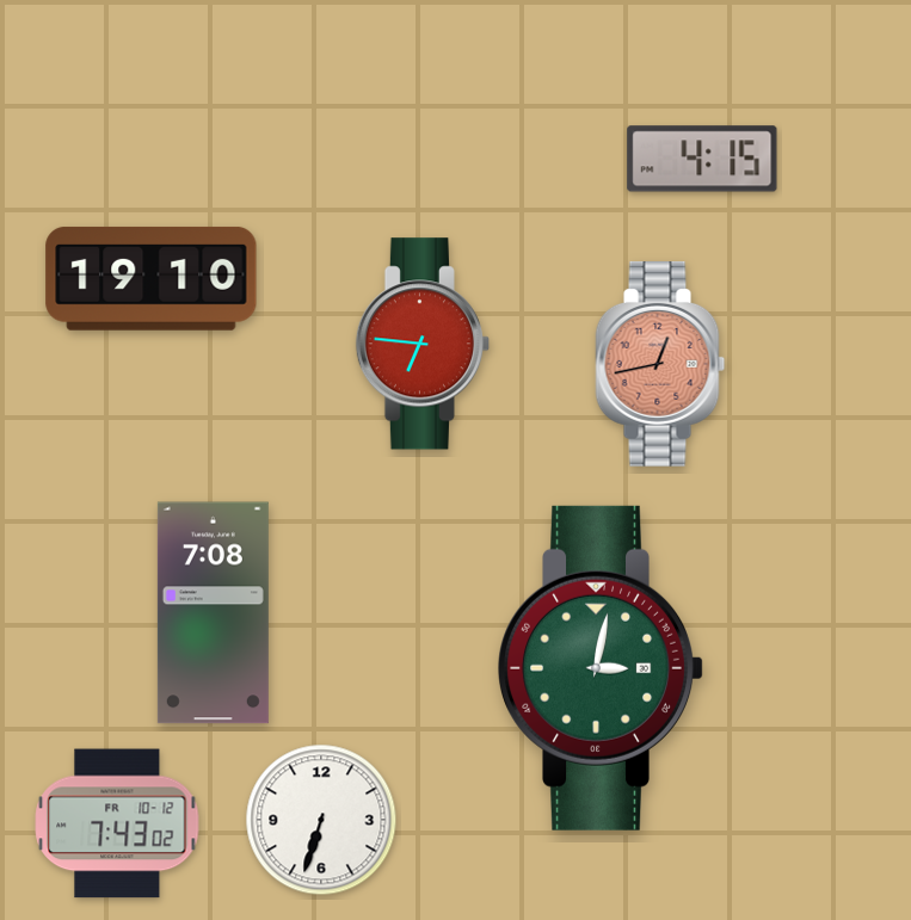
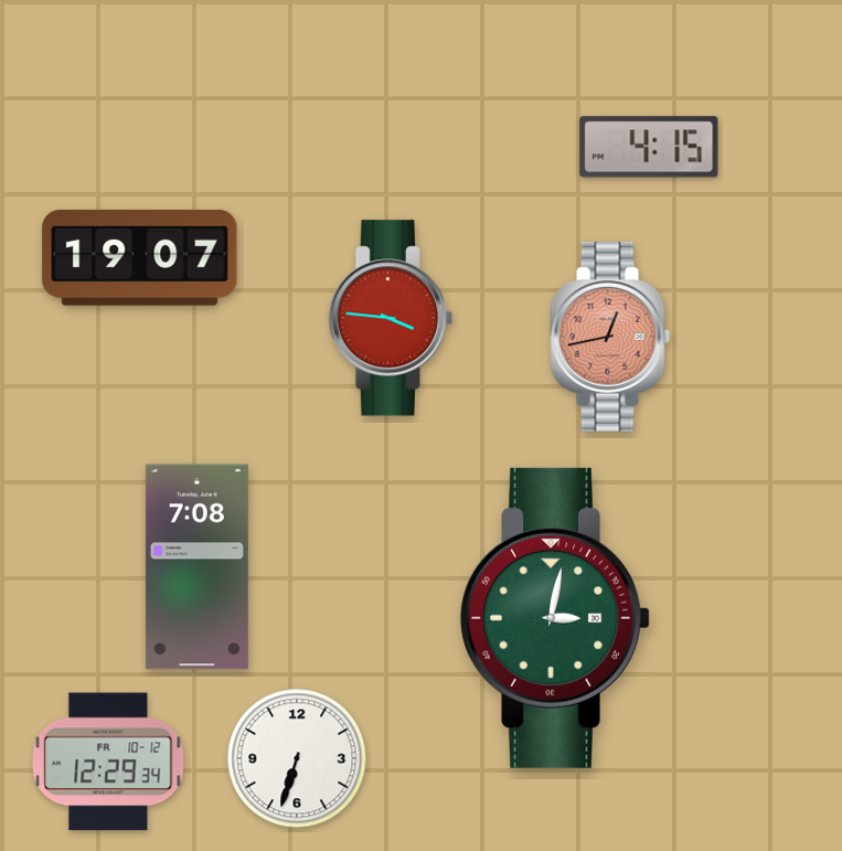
clock at (152, 278): 19:10 -> 19:07
clock at (421, 344): 6:46 -> 3:46
clock at (117, 823): 7:43 -> 12:29
